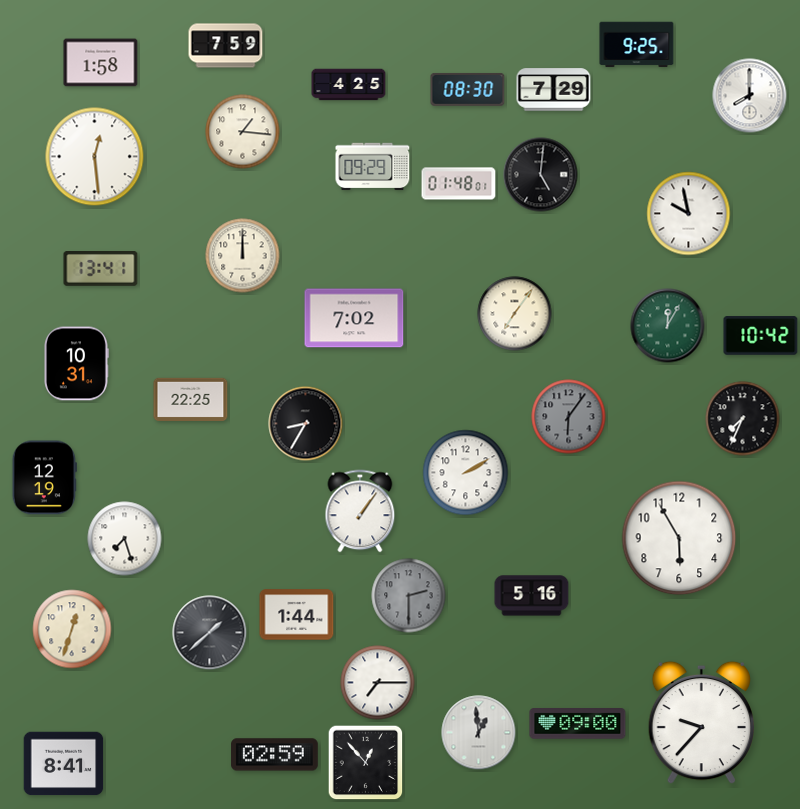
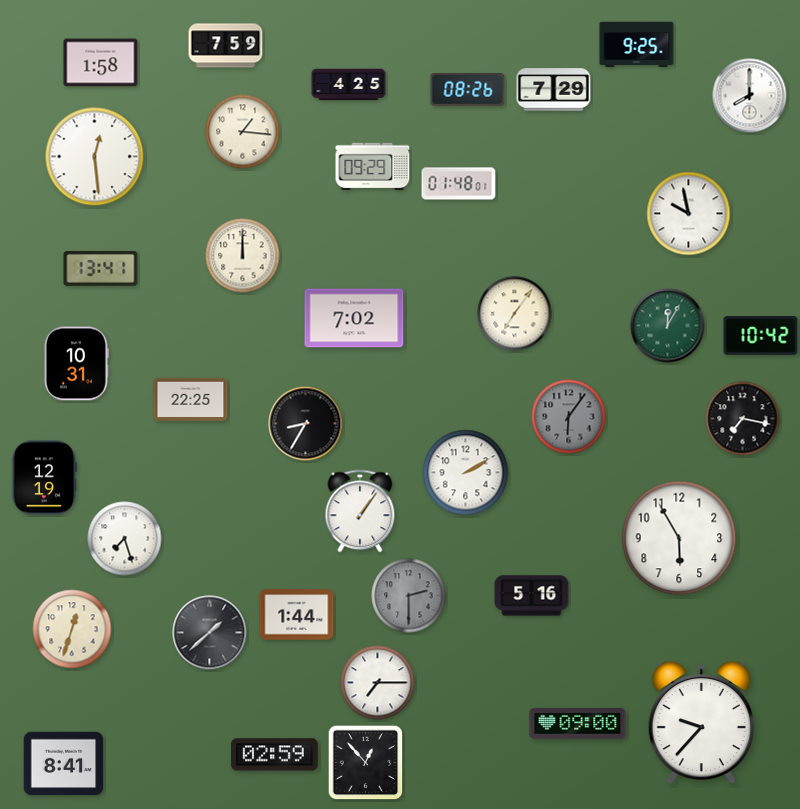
clock at (468, 89): 08:30 -> 08:26
clock at (541, 175): 5:01 -> none
clock at (743, 419): 7:34 -> 7:17
clock at (479, 733): 12:59 -> none
